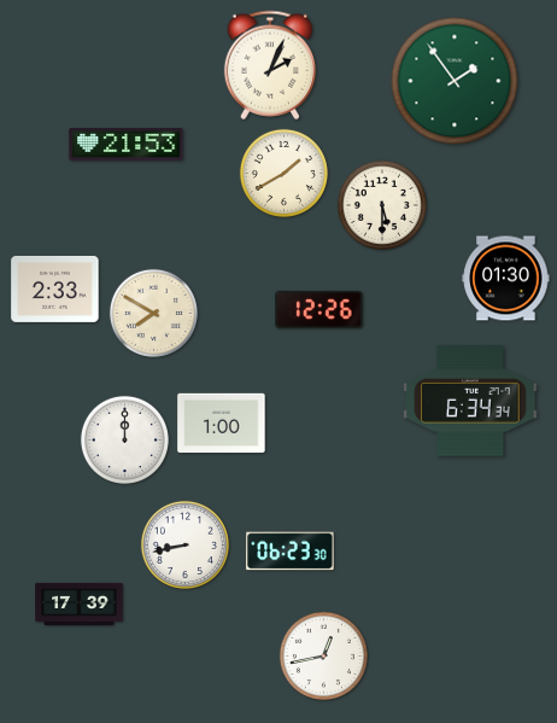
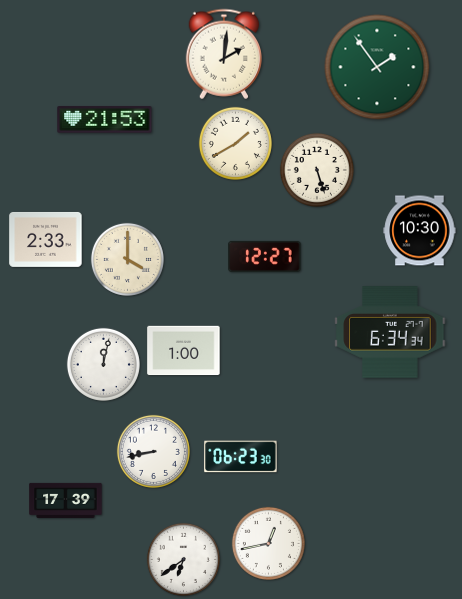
clock at (269, 65): 2:04 -> 2:01
clock at (382, 205): 5:30 -> 5:27
clock at (506, 279): 01:30 -> 10:30
clock at (319, 309): 12:26 -> 12:27
clock at (153, 313): 7:50 -> 4:00
clock at (124, 439): 12:00 -> 12:02
clock at (183, 559): none -> 6:39
